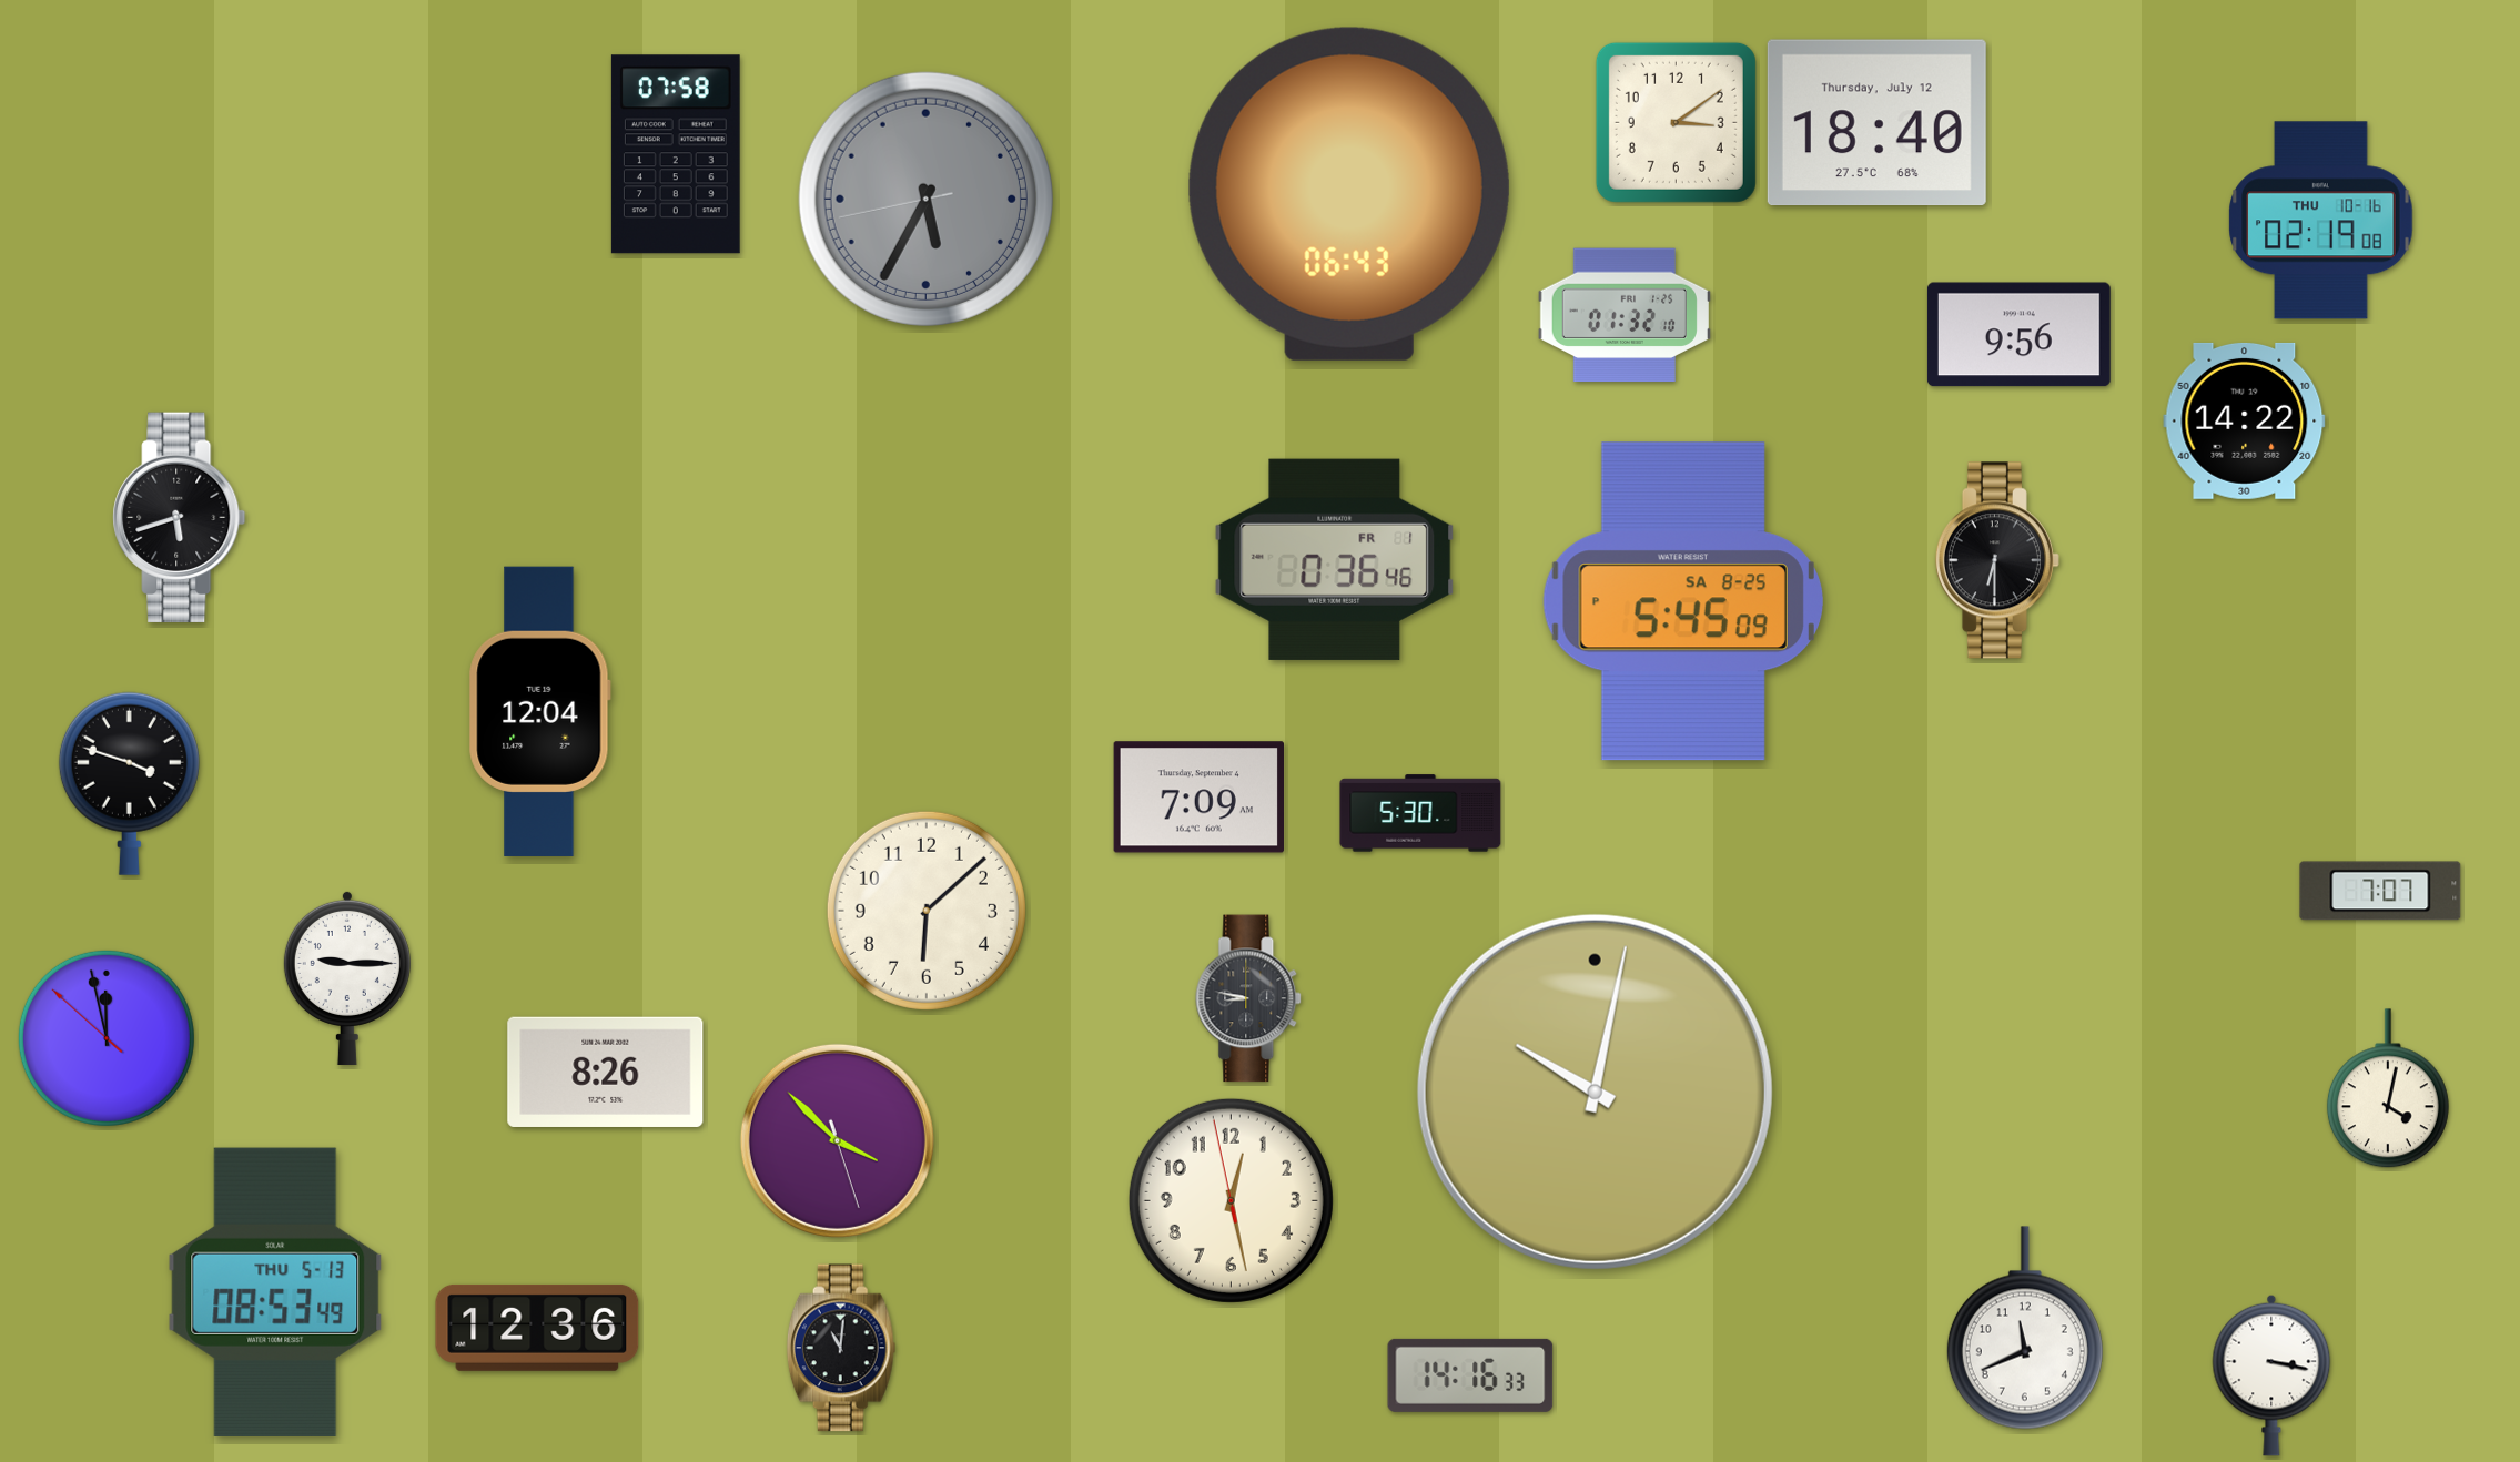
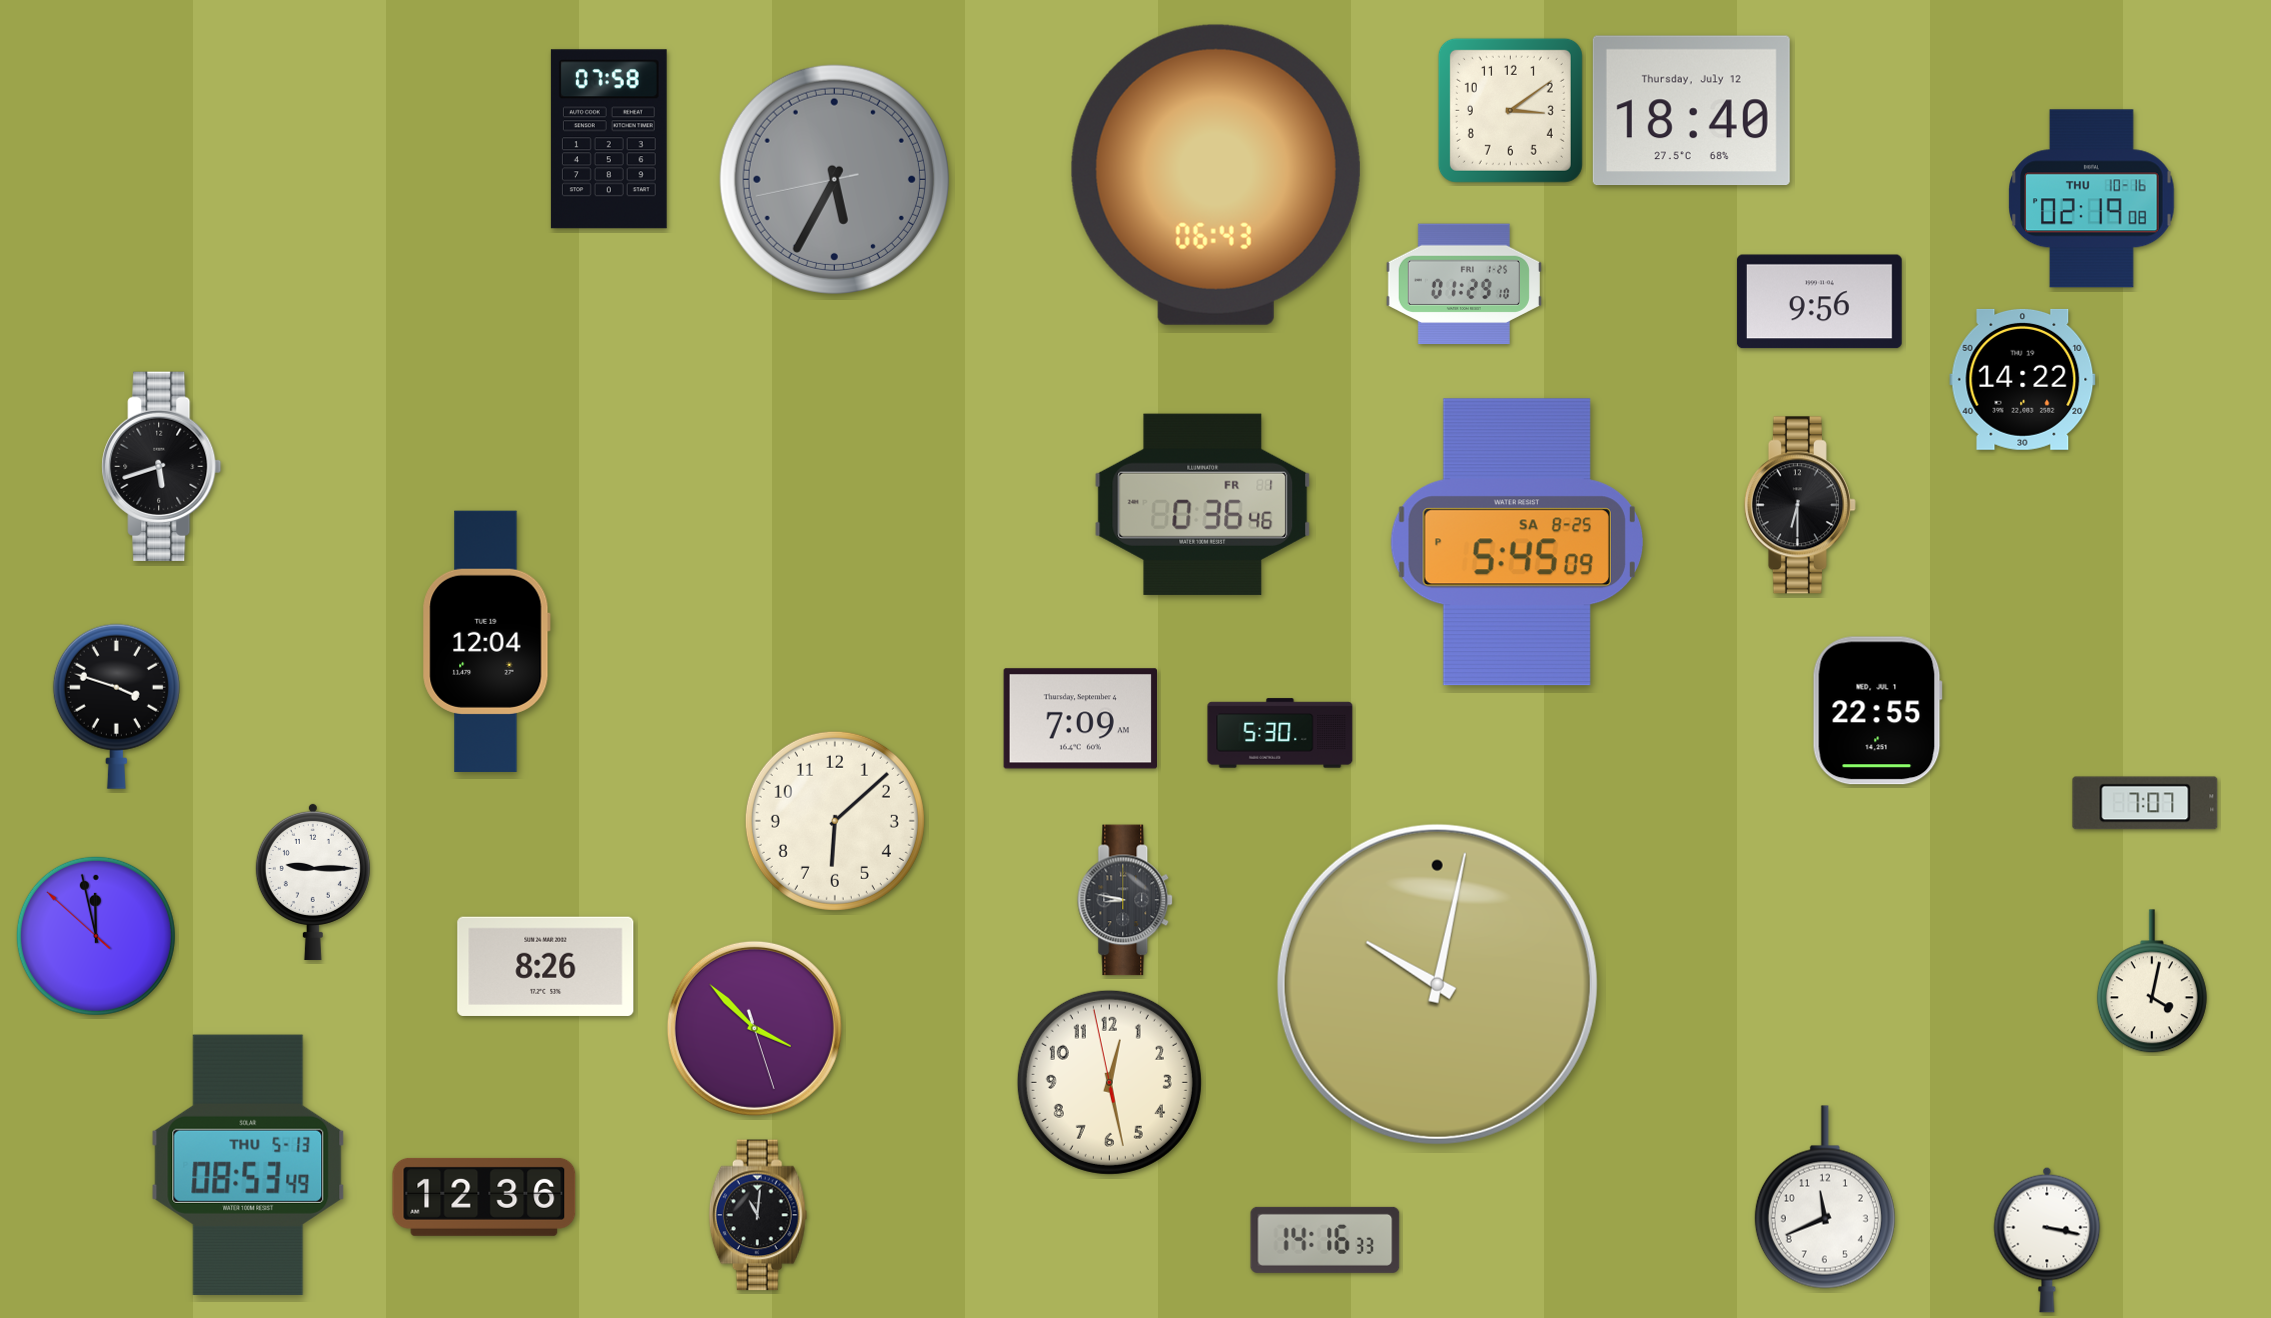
clock at (1625, 315): 01:32 -> 01:29
clock at (1877, 711): none -> 22:55
